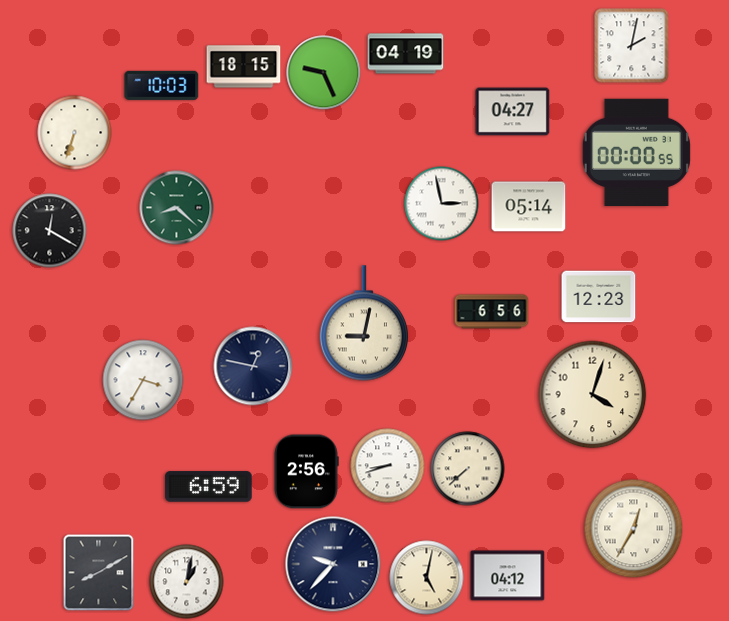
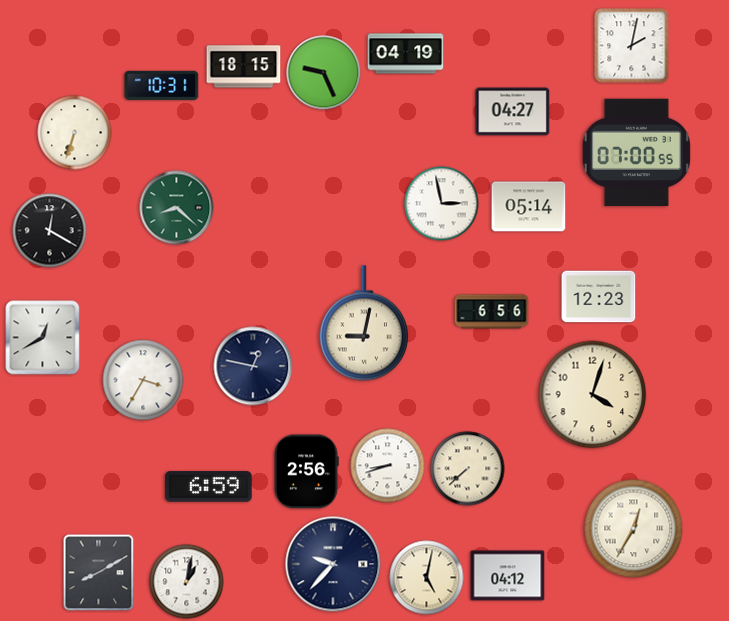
clock at (162, 85): 10:03 -> 10:31
clock at (636, 152): 00:00 -> 07:00
clock at (43, 338): none -> 12:40
